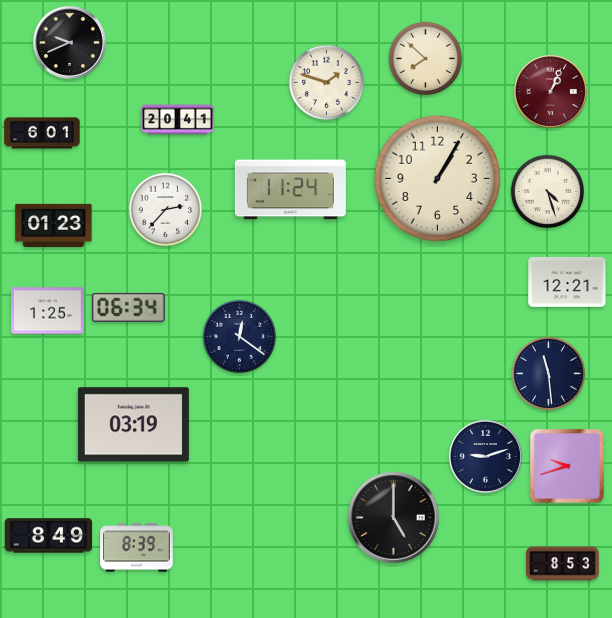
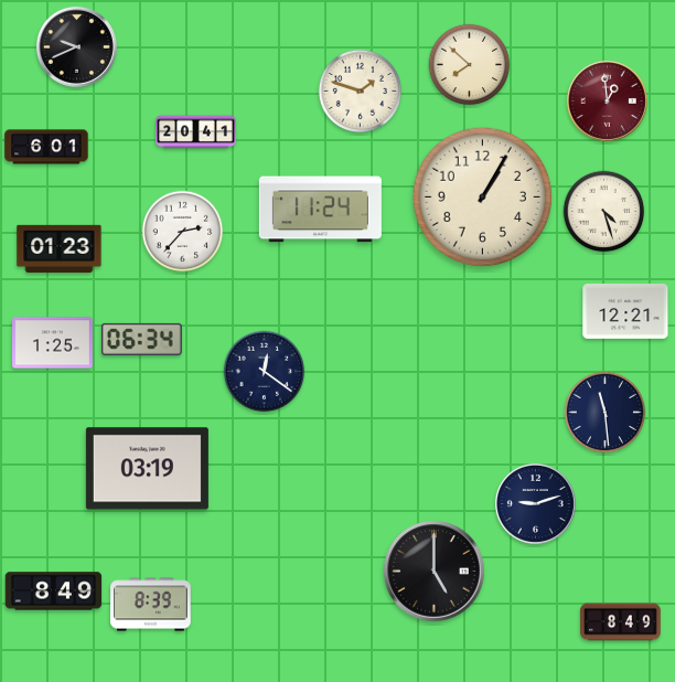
clock at (550, 91): 1:04 -> 12:59
clock at (567, 466): 9:42 -> none
clock at (563, 564): 8:53 -> 8:49
